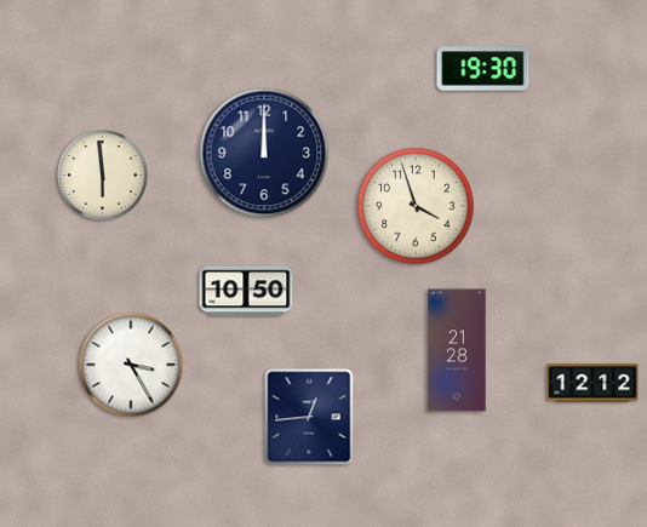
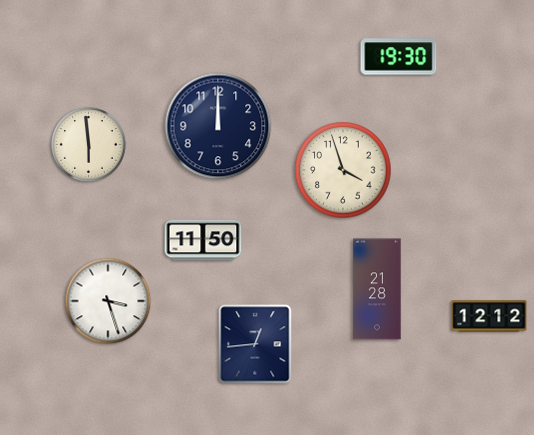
clock at (103, 176) position: (103, 176) -> (89, 145)
clock at (246, 291): 10:50 -> 11:50
clock at (131, 365): 3:25 -> 3:27
